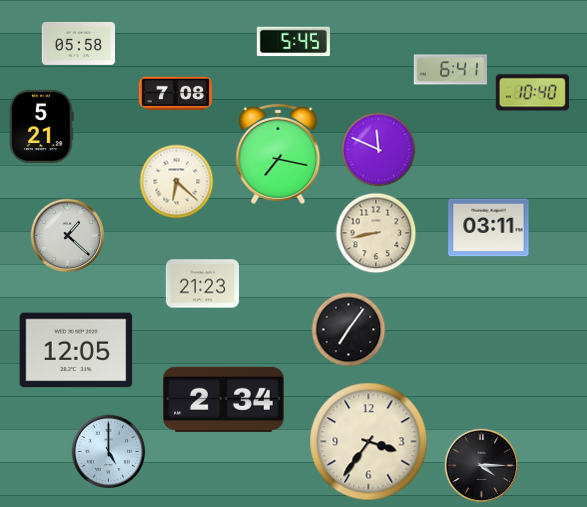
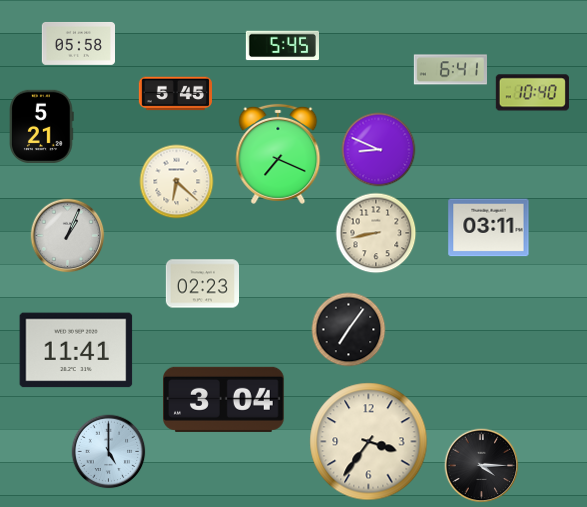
clock at (293, 42) position: (293, 42) -> (282, 46)
clock at (175, 94): 7:08 -> 5:45
clock at (379, 150): 11:49 -> 8:49
clock at (278, 154): 7:17 -> 7:19
clock at (68, 236): 1:22 -> 1:04
clock at (202, 284): 21:23 -> 02:23
clock at (76, 350): 12:05 -> 11:41
clock at (224, 399): 2:34 -> 3:04
